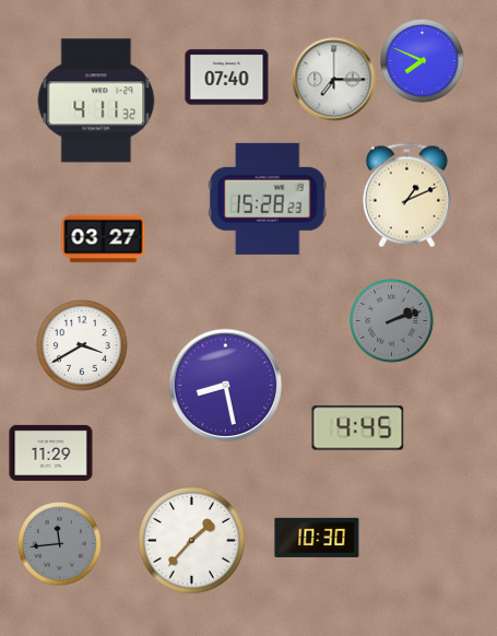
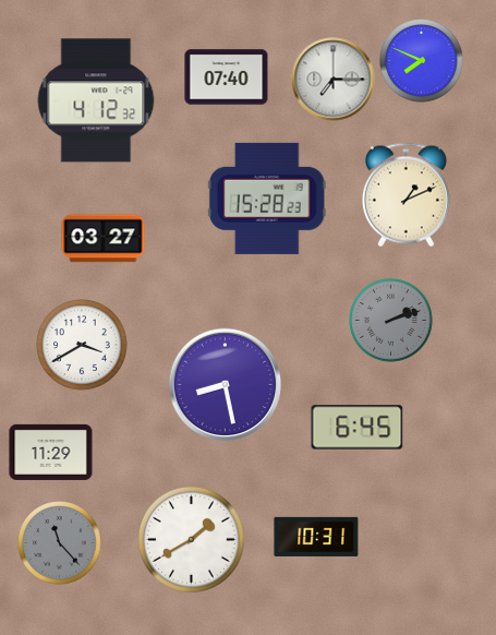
clock at (96, 101): 4:11 -> 4:12
clock at (358, 428): 4:45 -> 6:45
clock at (317, 538): 10:30 -> 10:31
clock at (191, 540): 1:37 -> 1:40
clock at (60, 544): 11:44 -> 11:23
